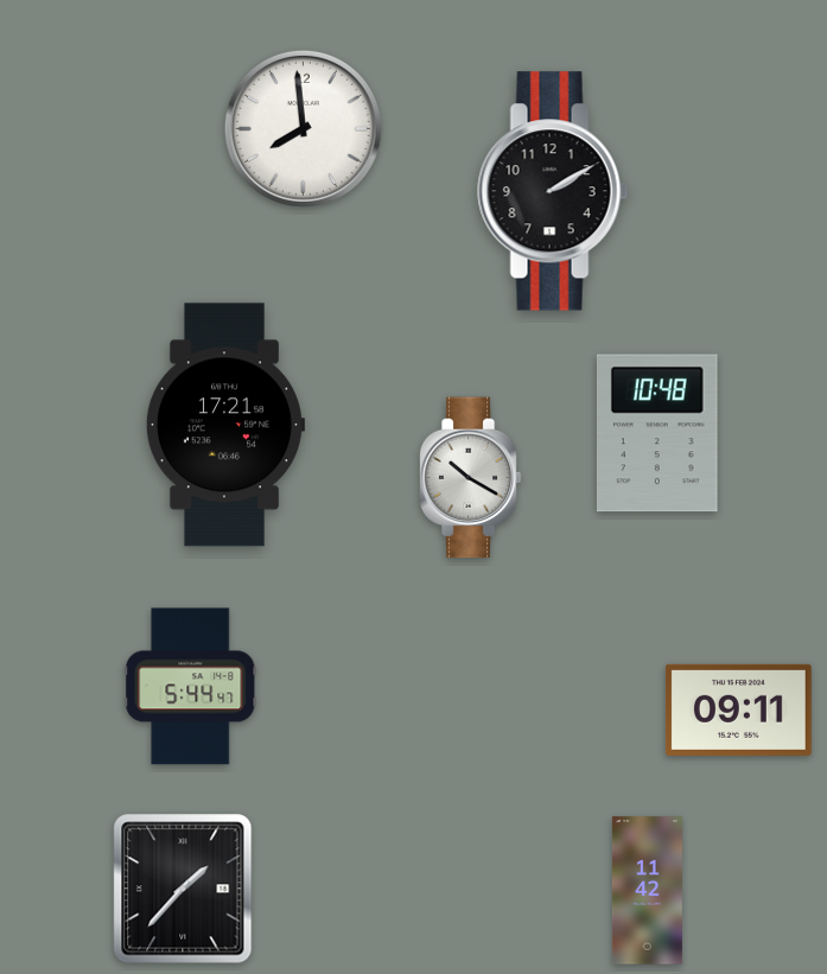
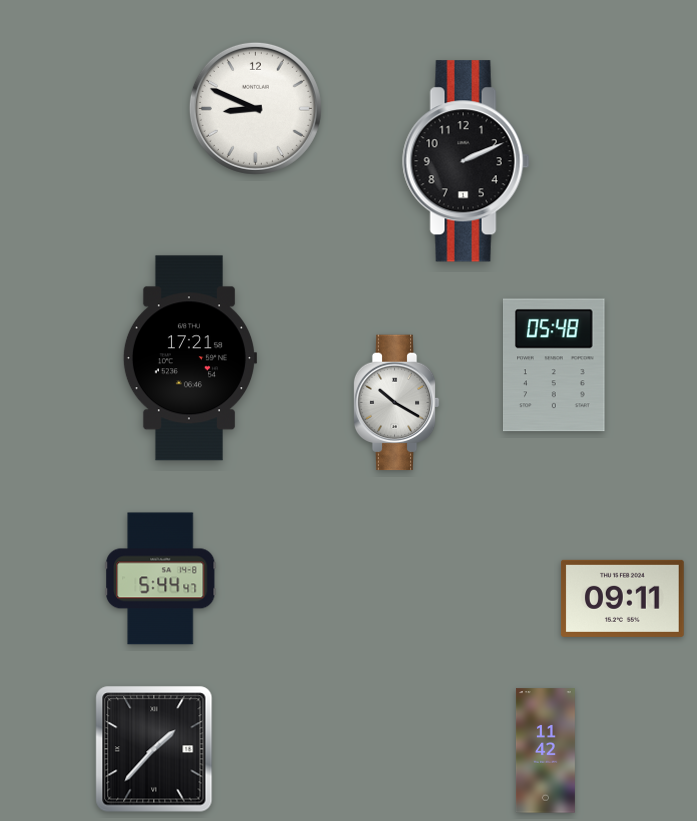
clock at (303, 128): 7:59 -> 8:49
clock at (553, 191): 2:10 -> 2:11
clock at (657, 433): 10:48 -> 05:48
